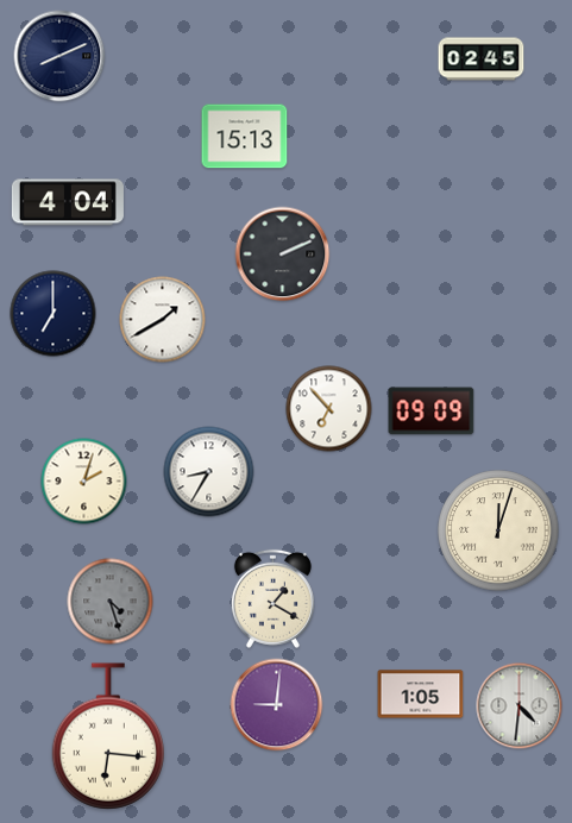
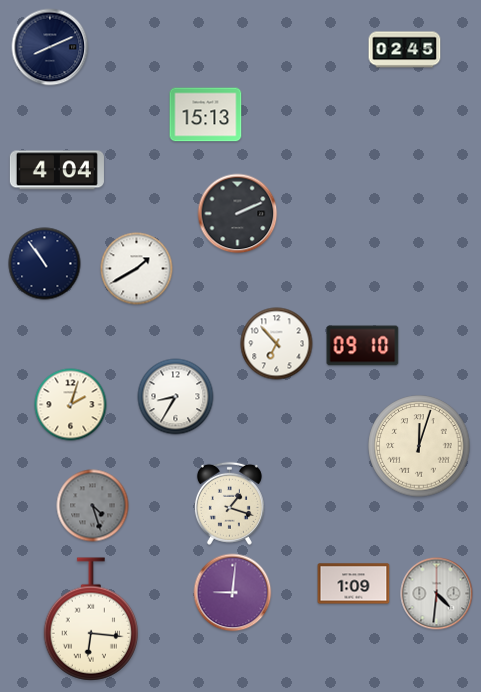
clock at (54, 314): 7:00 -> 10:54
clock at (432, 411): 09:09 -> 09:10
clock at (272, 598): 1:20 -> 1:18
clock at (421, 695): 1:05 -> 1:09
